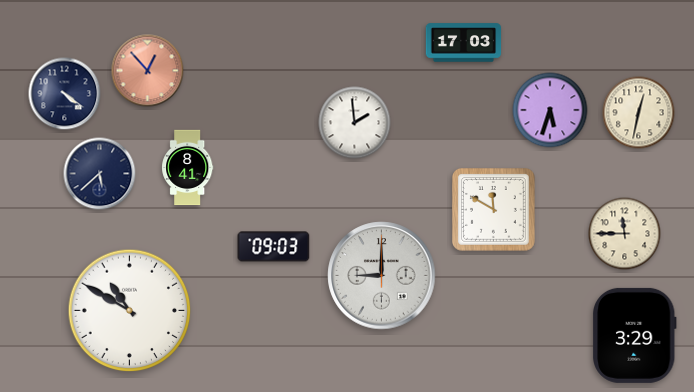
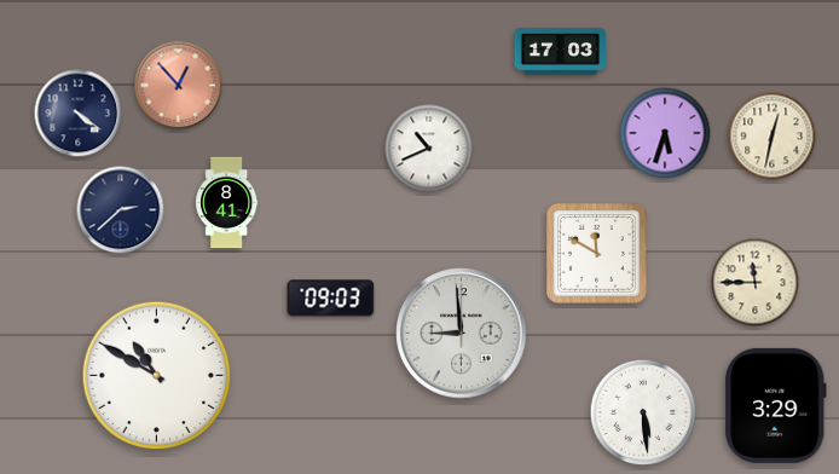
clock at (355, 123): 1:59 -> 10:41
clock at (100, 174): 5:38 -> 2:38
clock at (382, 276): 9:00 -> 8:59
clock at (635, 335) position: (635, 335) -> (776, 405)
clock at (643, 412): none -> 5:29
